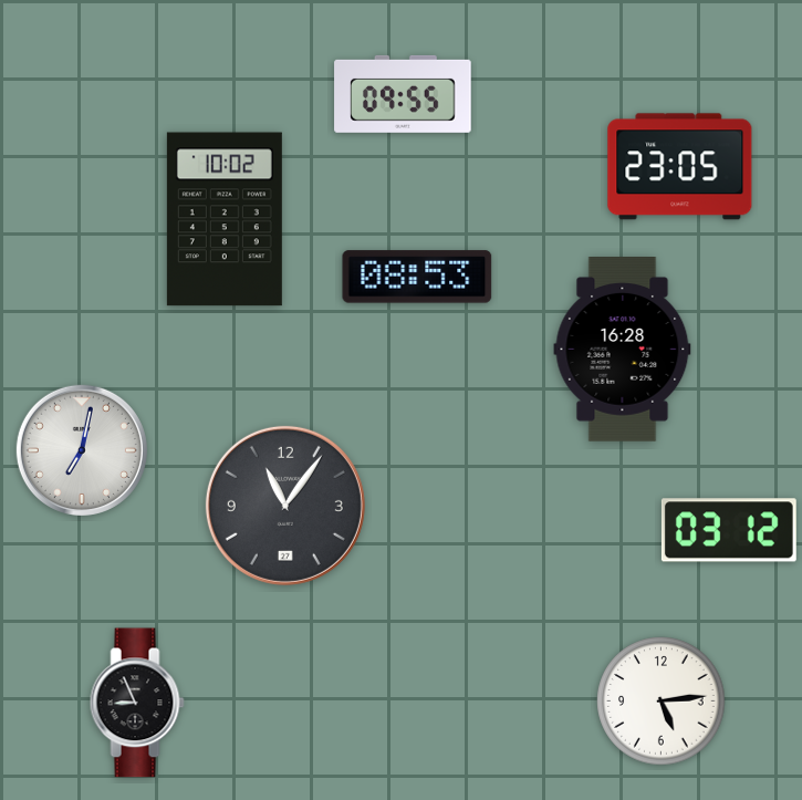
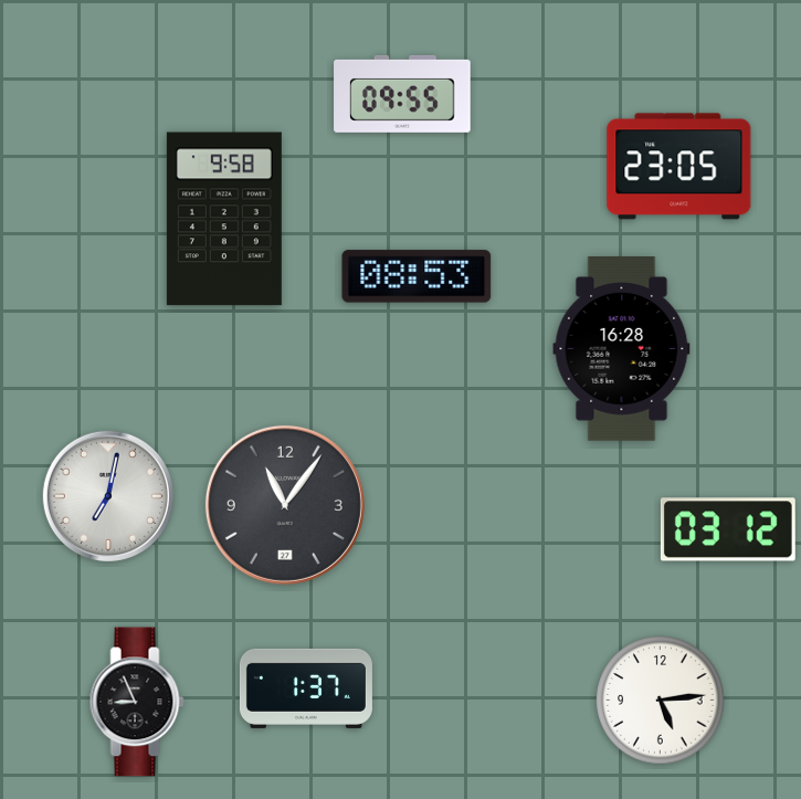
clock at (225, 219): 10:02 -> 9:58
clock at (82, 450) position: (82, 450) -> (108, 496)
clock at (306, 688): none -> 1:37
